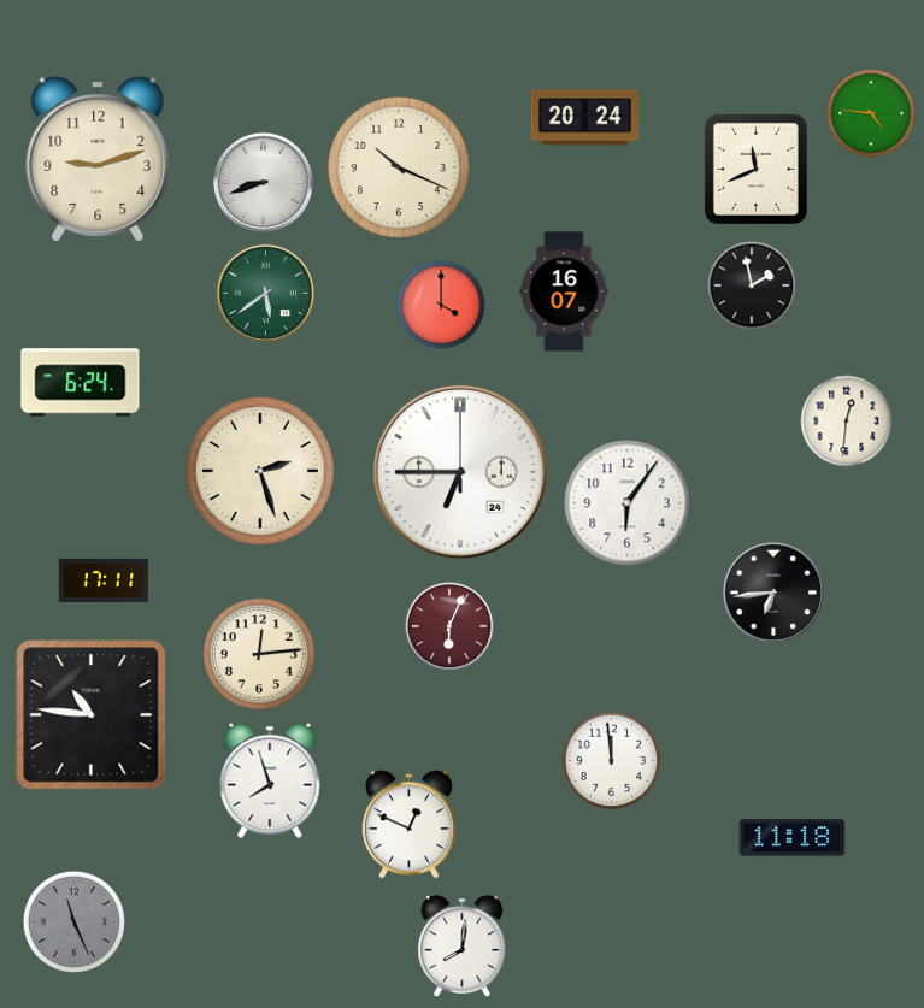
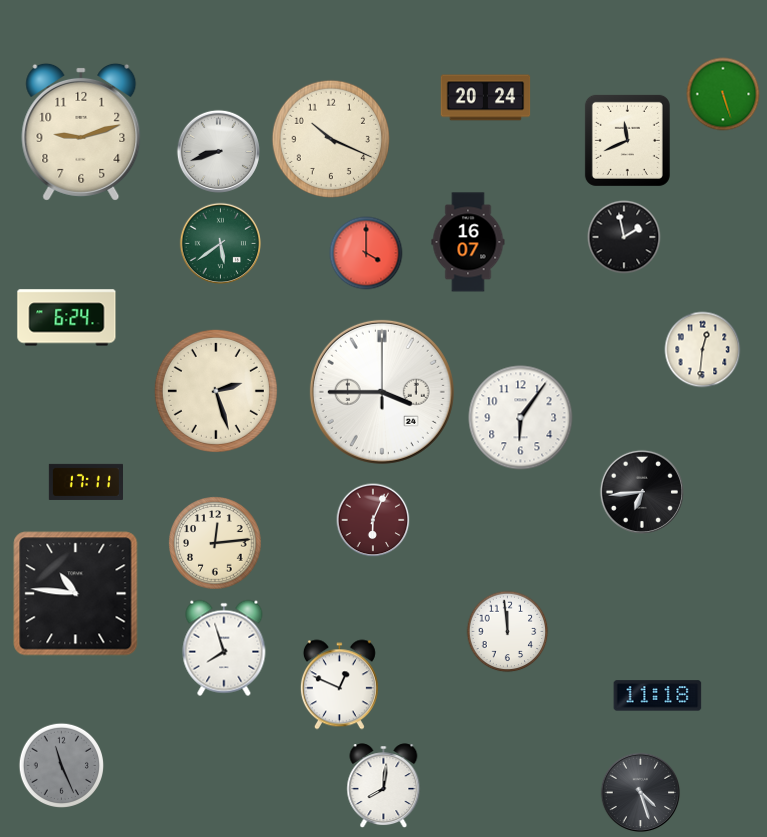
clock at (871, 113): 4:46 -> 5:27
clock at (460, 472): 6:45 -> 3:45
clock at (641, 793): none -> 4:27
